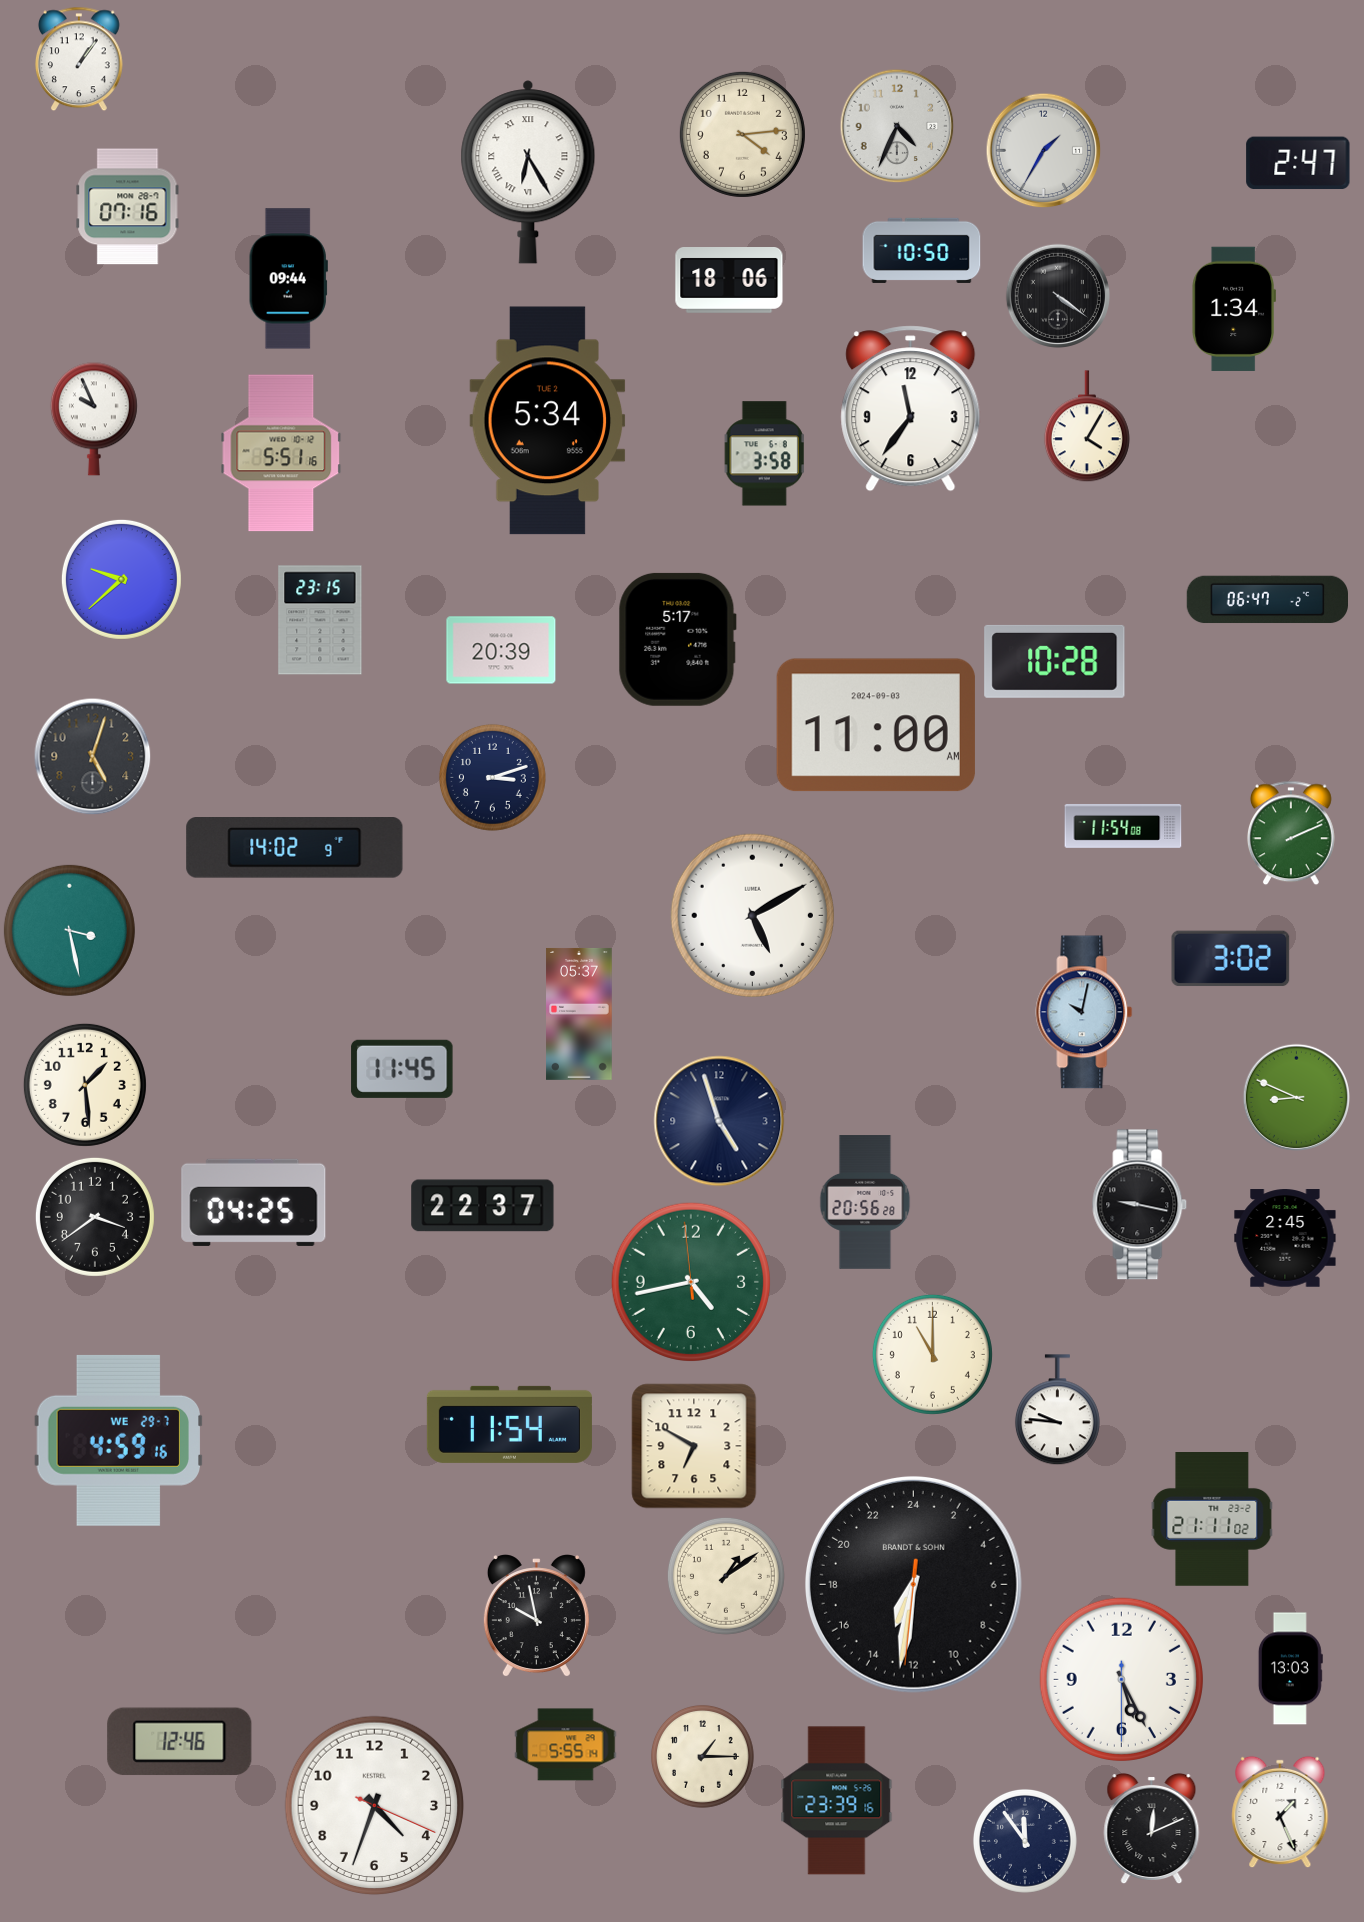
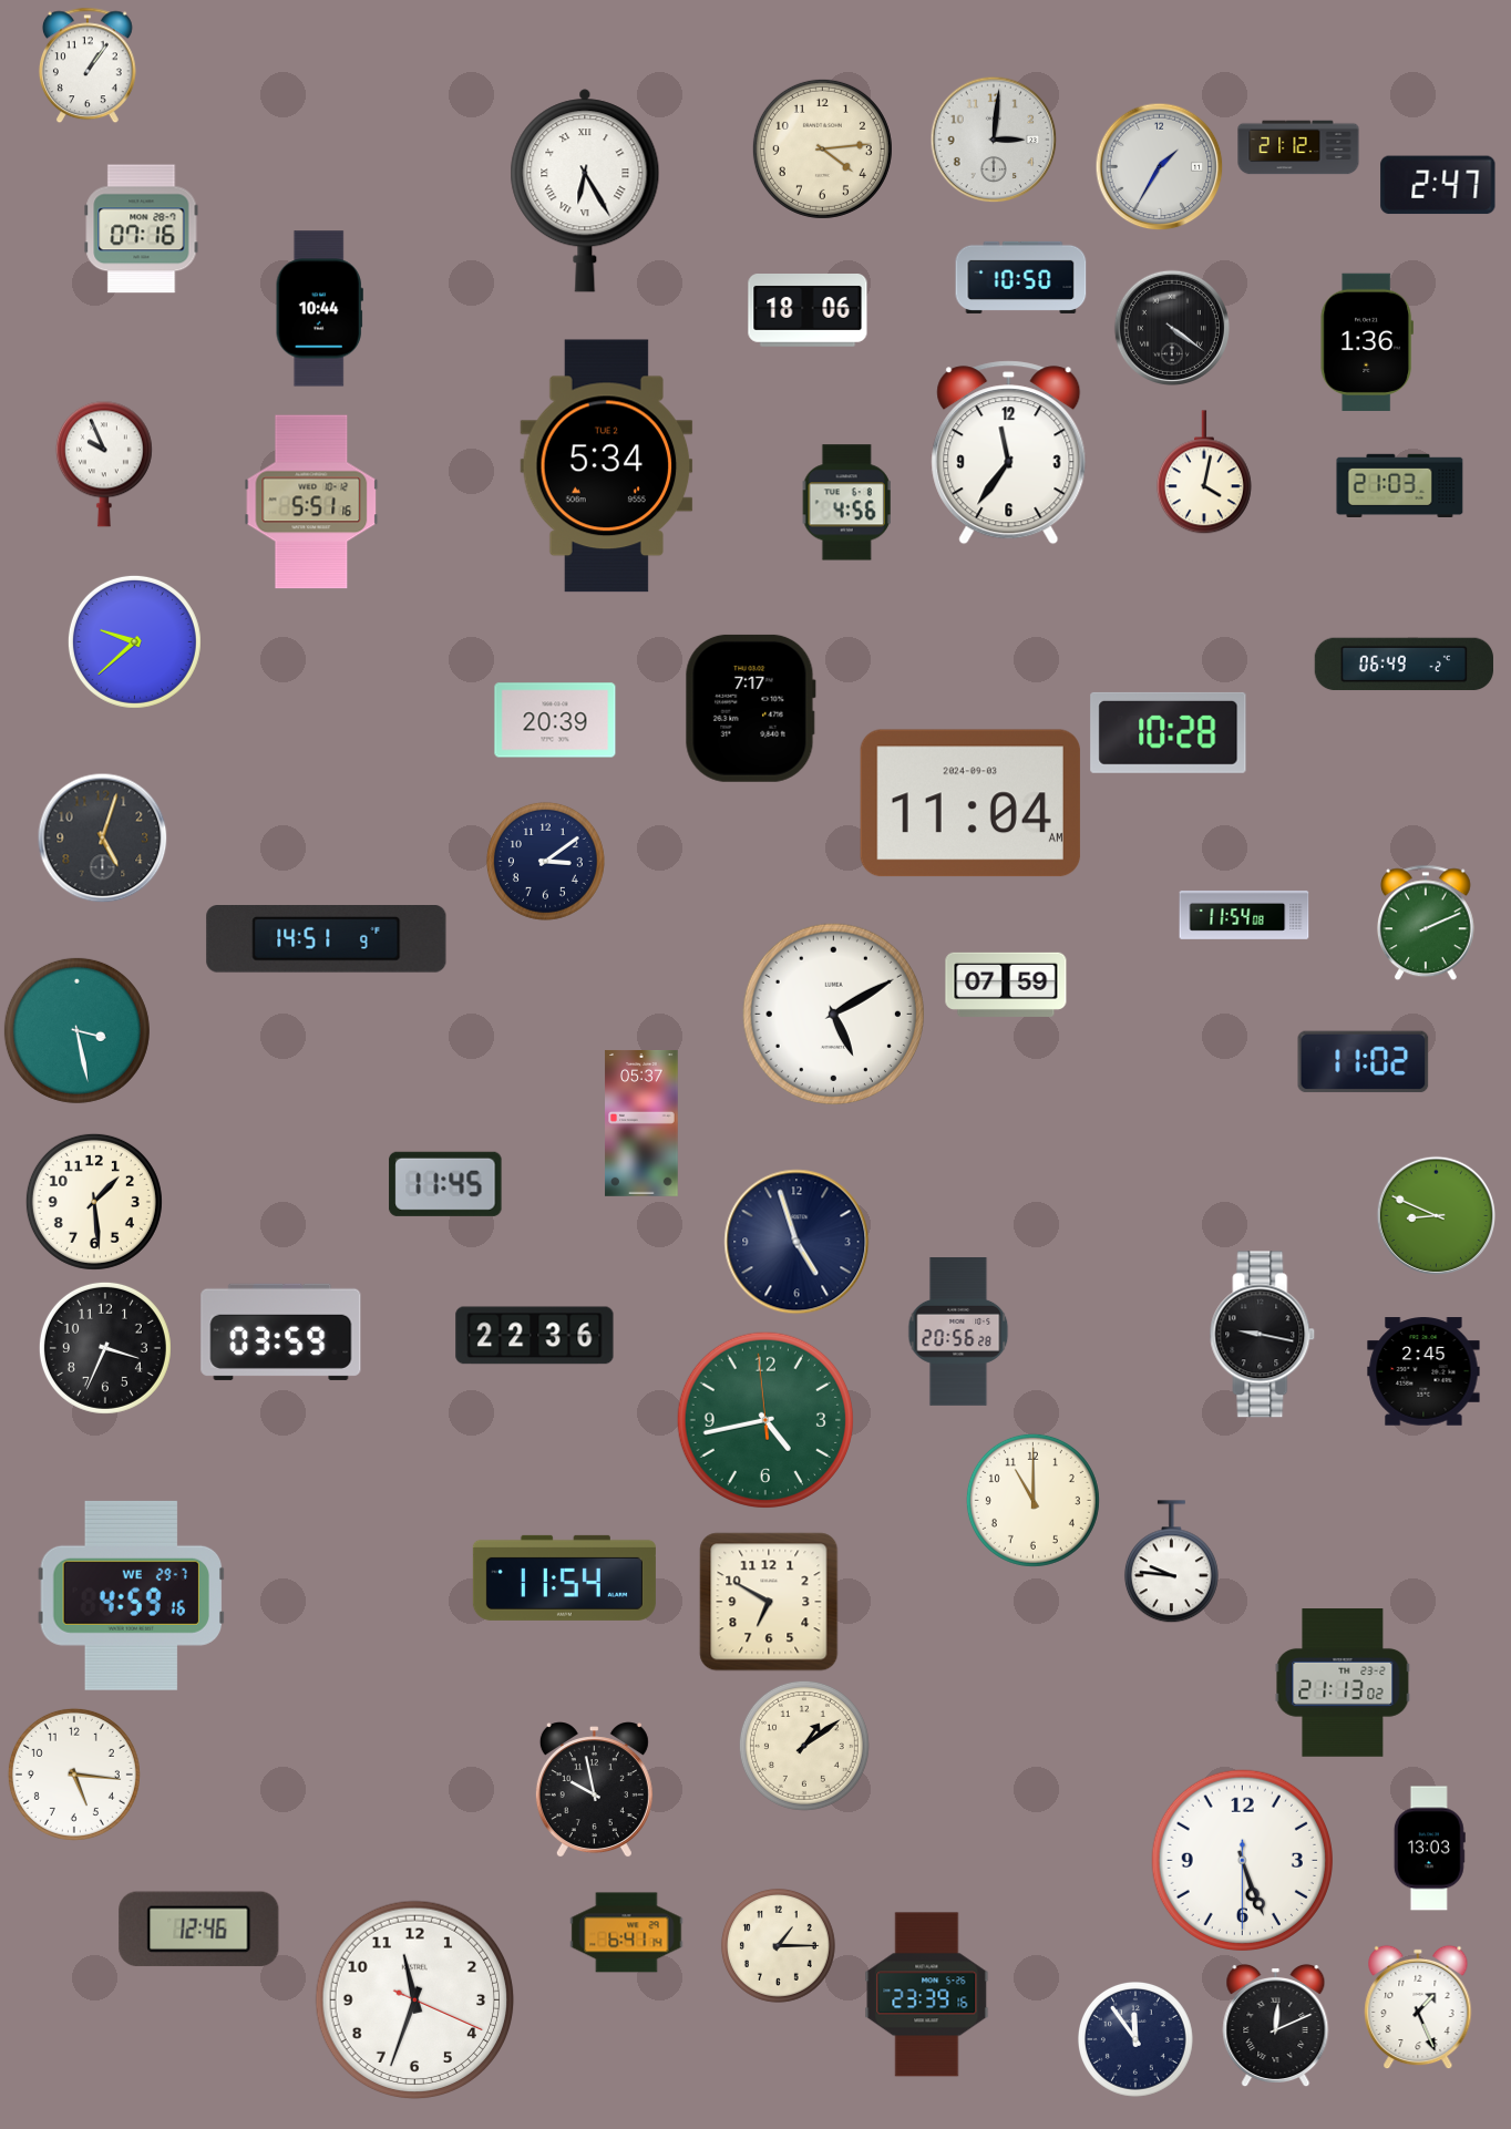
clock at (897, 126): 4:34 -> 3:01
clock at (1298, 147): none -> 21:12
clock at (1044, 151) position: (1044, 151) -> (1160, 167)
clock at (1298, 163) position: (1298, 163) -> (1438, 185)
clock at (288, 279): 09:44 -> 10:44
clock at (1233, 309): 1:34 -> 1:36
clock at (1087, 427): 4:05 -> 4:02
clock at (1400, 485): none -> 21:03
clock at (764, 454): 3:58 -> 4:56
clock at (1267, 600): 06:47 -> 06:49
clock at (320, 620): 23:15 -> none
clock at (677, 639): 5:17 -> 7:17
clock at (876, 725): 11:00 -> 11:04
clock at (492, 777): 3:12 -> 3:09
clock at (1291, 833) position: (1291, 833) -> (1426, 923)
clock at (295, 848): 14:02 -> 14:51
clock at (1006, 985): none -> 07:59
clock at (1231, 959): 3:02 -> 11:02
clock at (1084, 1012): 10:02 -> none
clock at (254, 1202): 04:25 -> 03:59
clock at (483, 1206): 22:37 -> 22:36
clock at (95, 1217): 3:39 -> 3:34
clock at (1212, 1520): 21:11 -> 21:13
clock at (913, 1584): 13:31 -> none
clock at (74, 1775): none -> 5:16
clock at (1121, 1679): 5:25 -> 5:26
clock at (566, 1745): 5:55 -> 6:41
clock at (375, 1806): 4:33 -> 11:33
